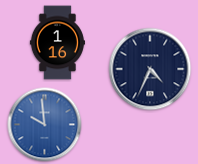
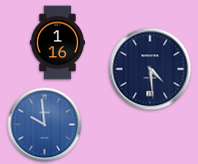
clock at (150, 69): 4:34 -> 4:29
